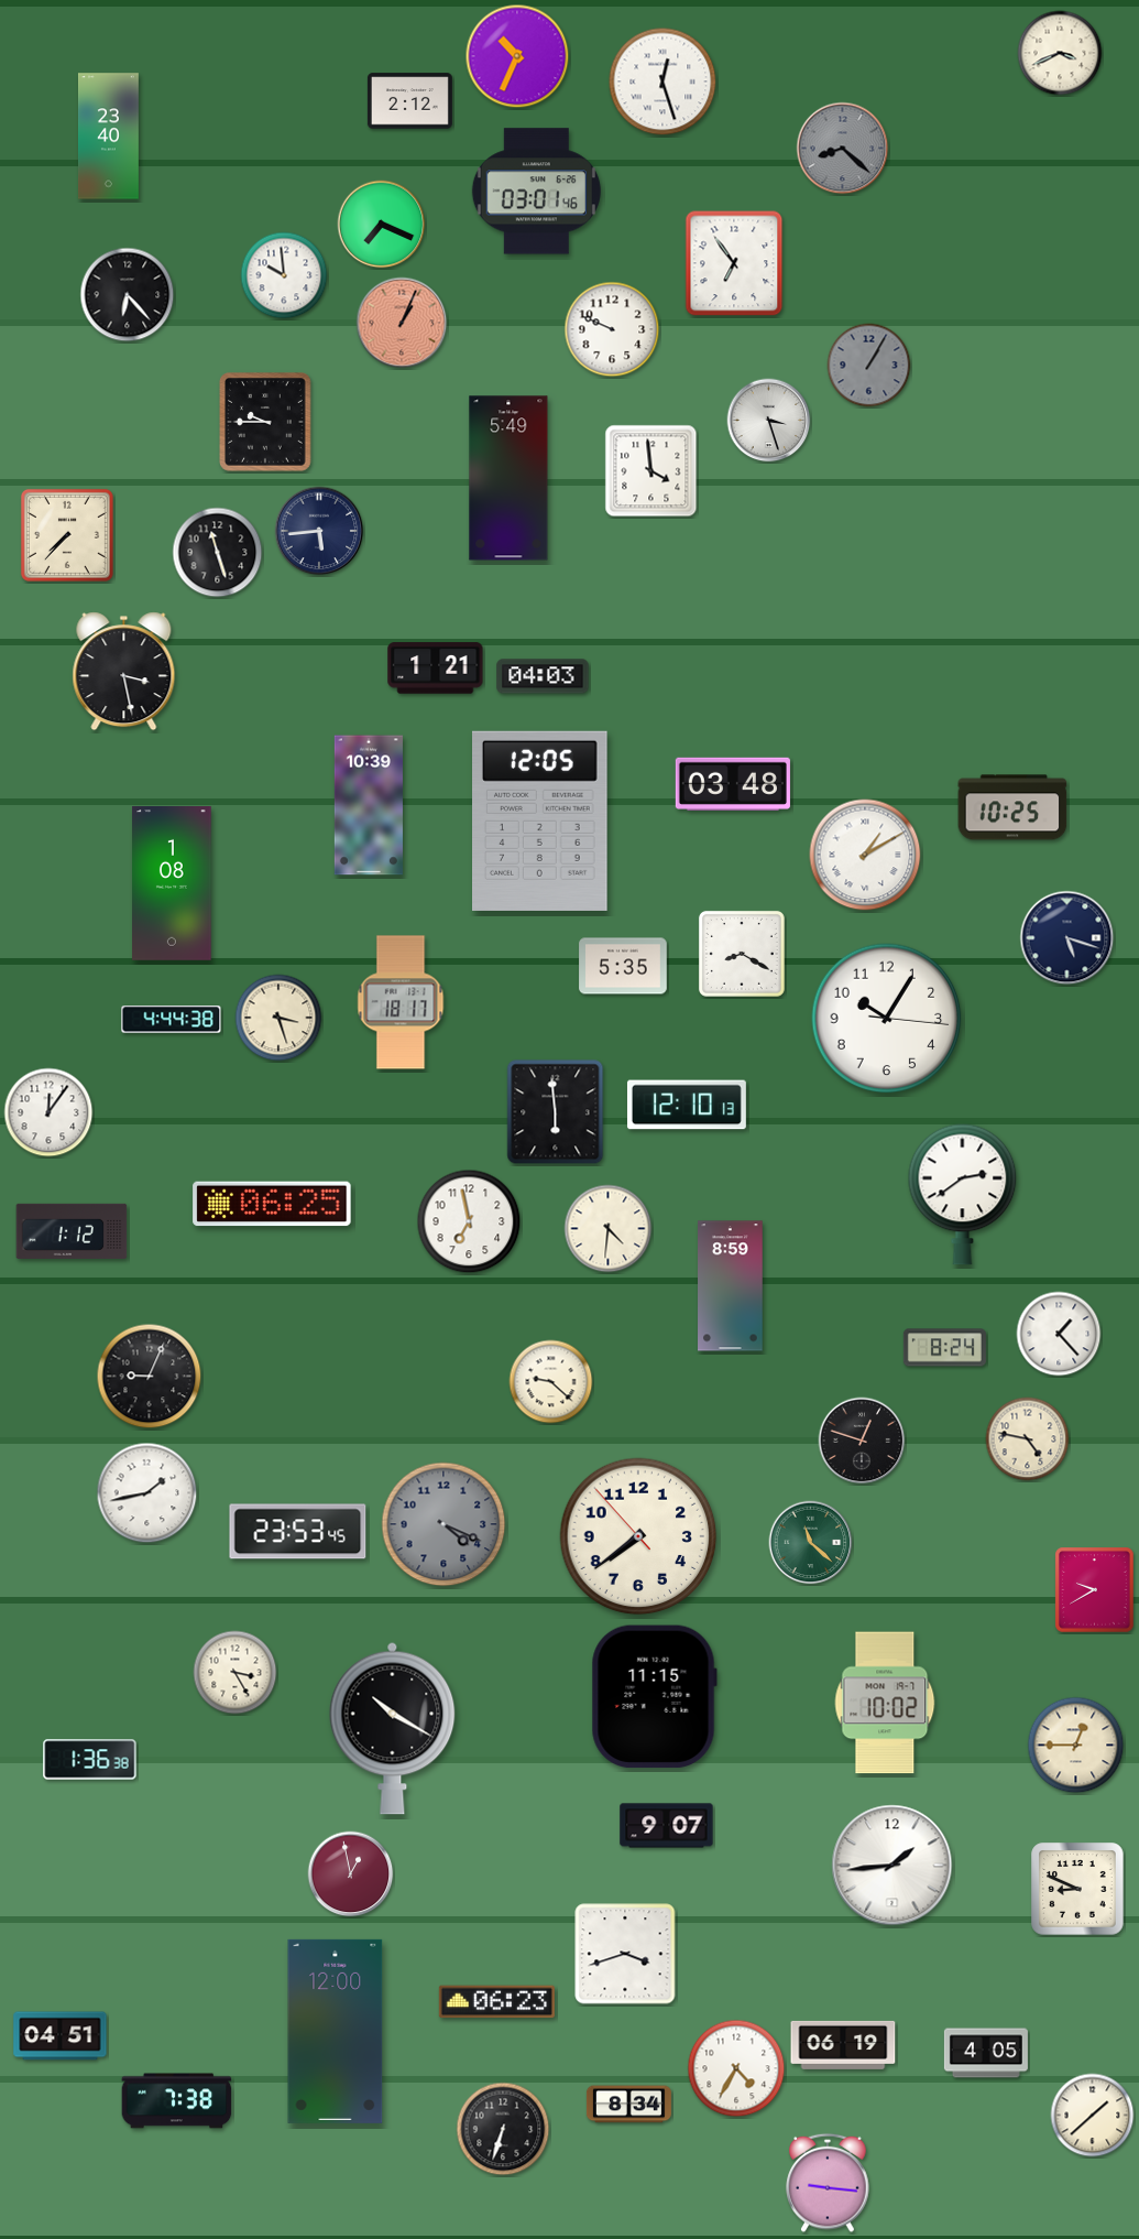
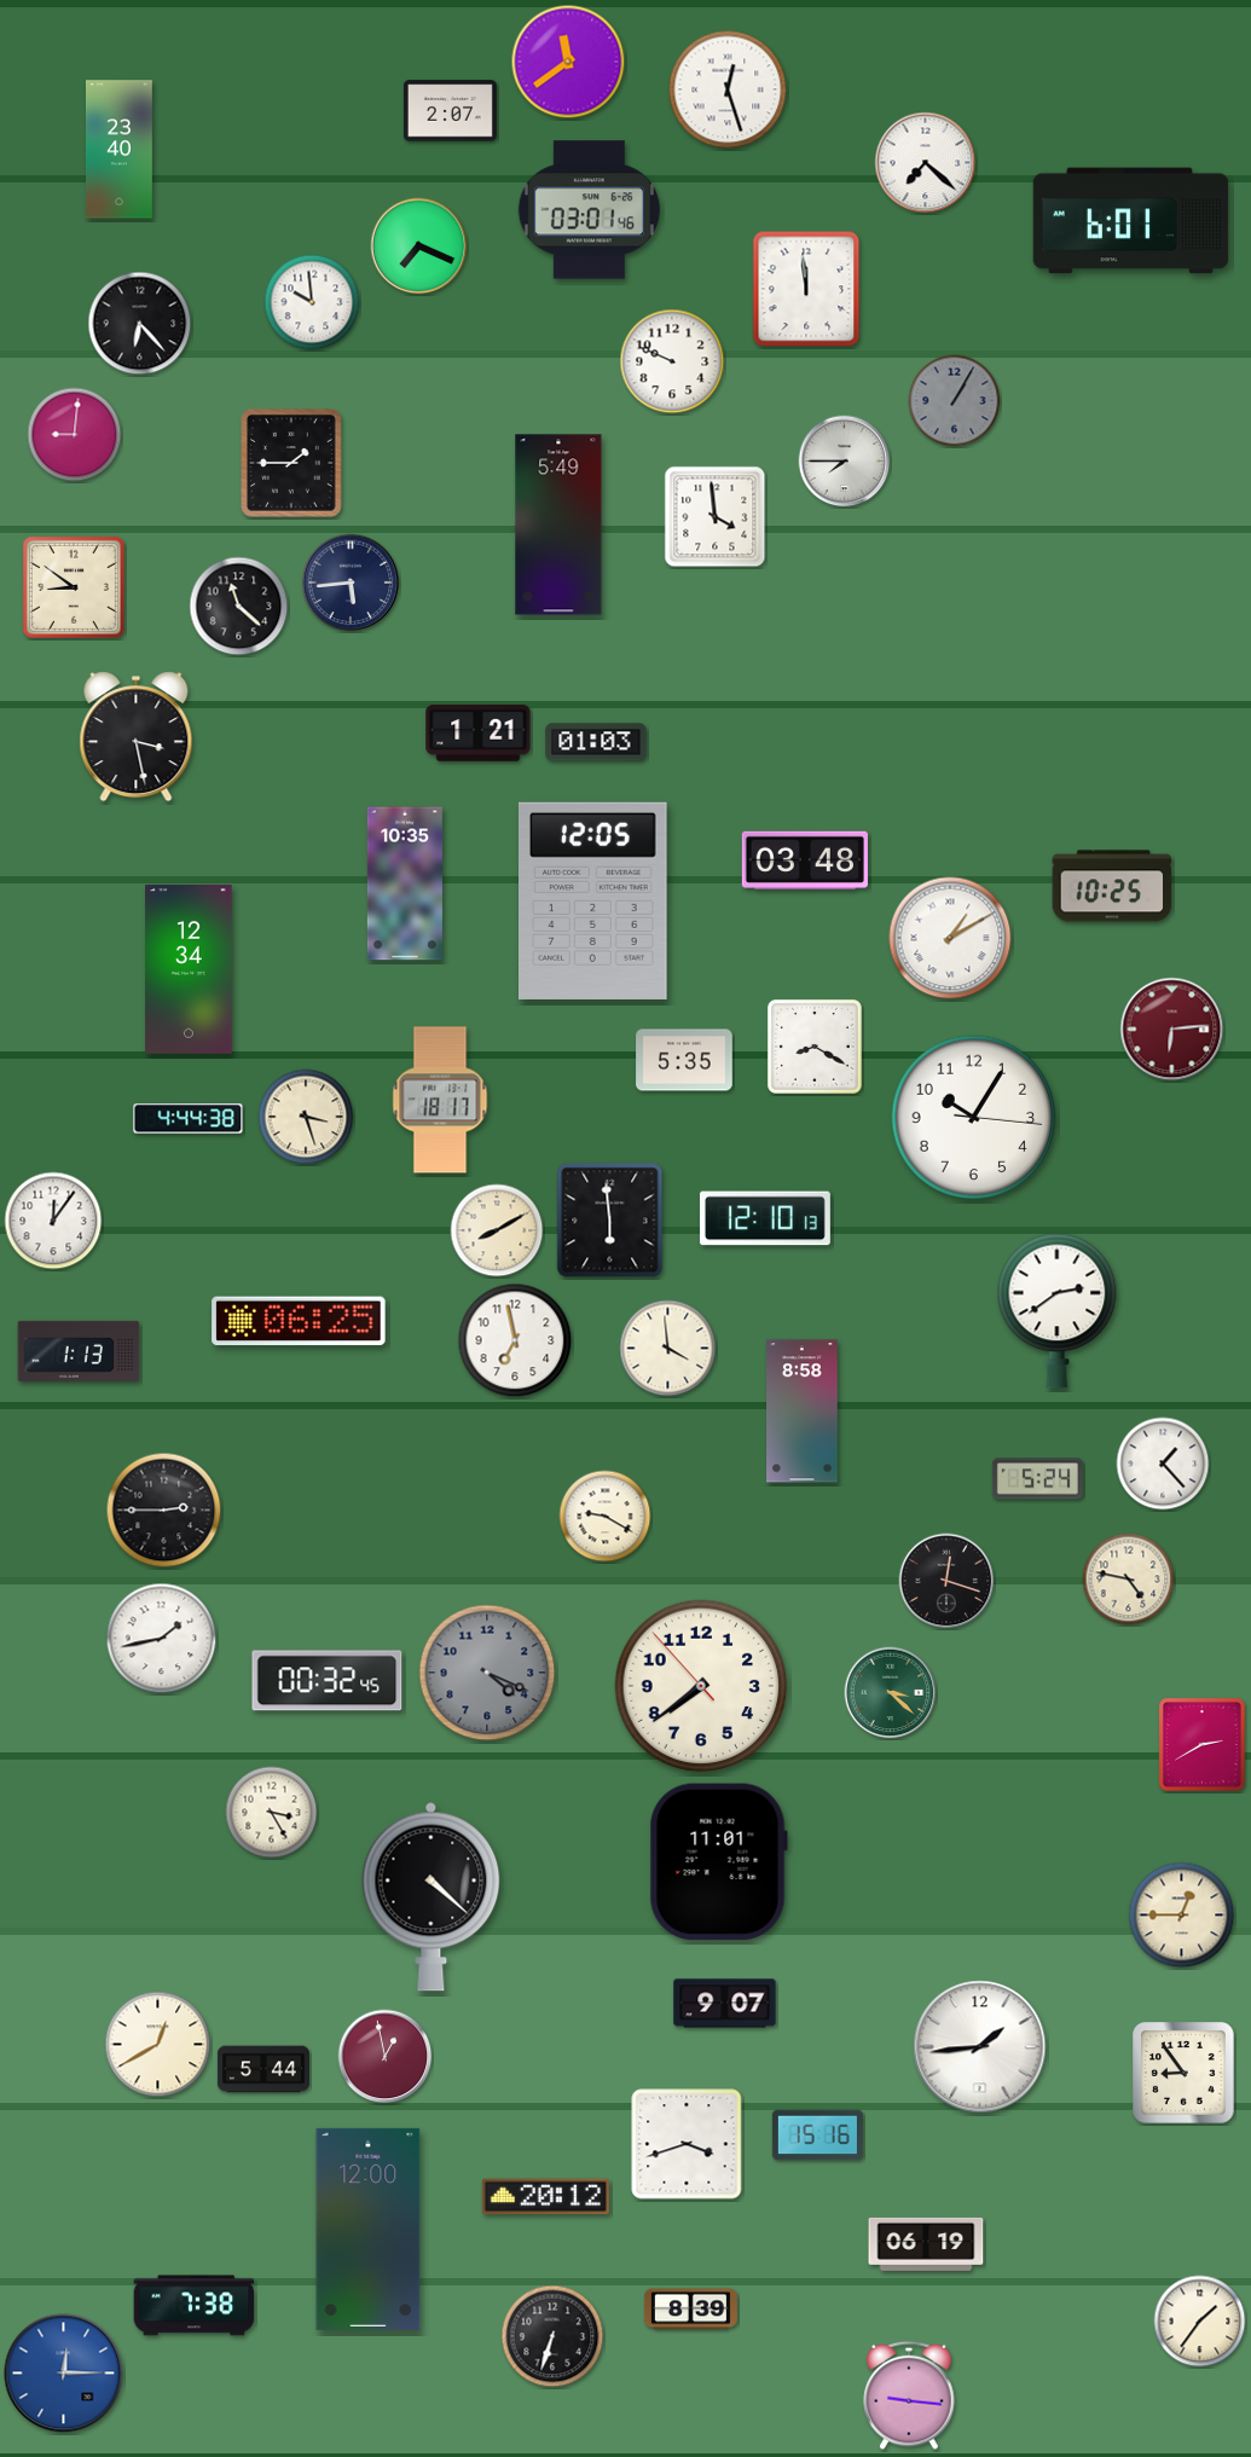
clock at (1060, 53): 3:41 -> none
clock at (517, 56): 10:34 -> 11:39
clock at (409, 101): 2:12 -> 2:07
clock at (843, 149): 8:22 -> 7:22
clock at (843, 149) dial: grey -> white
clock at (1131, 221): none -> 6:01
clock at (734, 263): 6:54 -> 11:59
clock at (402, 323): 1:04 -> none
clock at (75, 435): none -> 9:01
clock at (769, 421): 3:27 -> 7:45
clock at (266, 422): 9:45 -> 1:45
clock at (67, 535): 7:37 -> 8:51
clock at (218, 553): 11:27 -> 11:22
clock at (543, 676): 04:03 -> 01:03
clock at (369, 805): 10:39 -> 10:35
clock at (172, 884): 1:08 -> 12:34
clock at (1067, 938): 5:18 -> 6:14
clock at (1067, 938) dial: navy -> burgundy
clock at (687, 1105) position: (687, 1105) -> (765, 1218)
clock at (497, 1230): none -> 8:10
clock at (609, 1229): 4:31 -> 3:59
clock at (72, 1231): 1:12 -> 1:13
clock at (731, 1286): 8:59 -> 8:58
clock at (944, 1348): 8:24 -> 5:24
clock at (150, 1377): 9:04 -> 2:45
clock at (551, 1382): 9:22 -> 9:20
clock at (862, 1441): 12:48 -> 12:18
clock at (298, 1532): 23:53 -> 00:32
clock at (811, 1543): 11:22 -> 3:22
clock at (1095, 1590): 9:40 -> 2:40
clock at (236, 1673) position: (236, 1673) -> (272, 1813)
clock at (654, 1697): 11:15 -> 11:01
clock at (885, 1703): 10:02 -> none
clock at (393, 1728): 10:20 -> 4:22
clock at (90, 1760): 1:36 -> none
clock at (667, 1826) position: (667, 1826) -> (725, 2004)
clock at (158, 2045): none -> 12:40
clock at (263, 2069): none -> 5:44
clock at (1077, 1889): 8:49 -> 8:54
clock at (817, 2136): none -> 15:16
clock at (496, 2002): 06:23 -> 20:12
clock at (61, 2036): 04:51 -> none
clock at (986, 2053): 4:05 -> none
clock at (736, 2068): 4:35 -> none
clock at (628, 2105): 8:34 -> 8:39
clock at (1093, 2116): 1:38 -> 1:36
clock at (64, 2374): none -> 12:15
